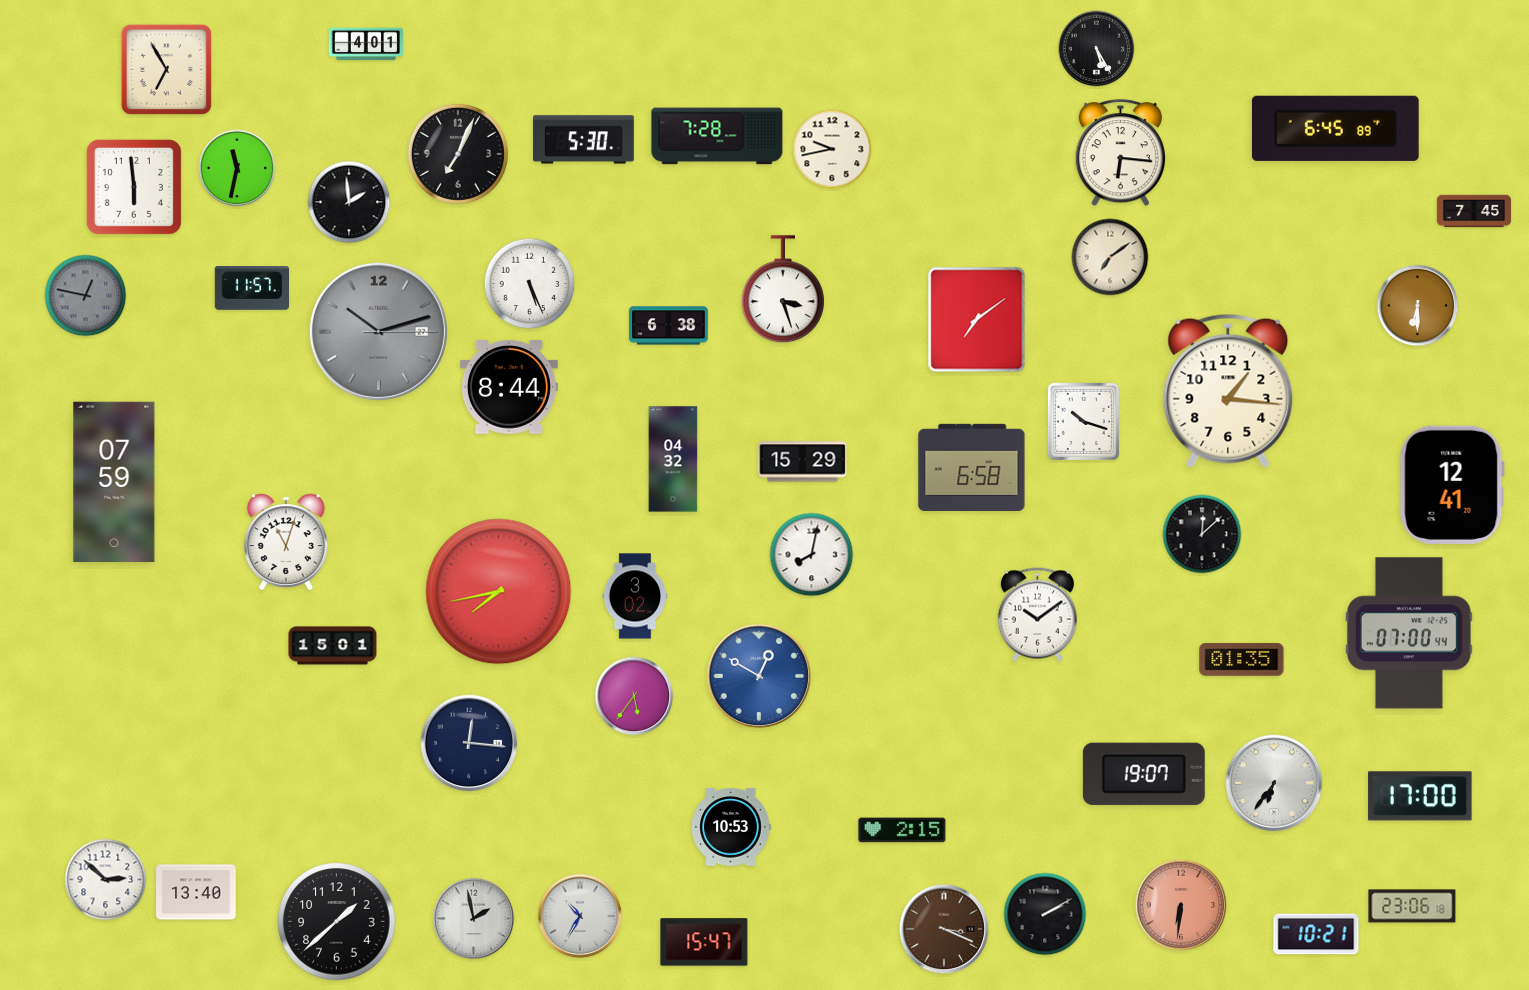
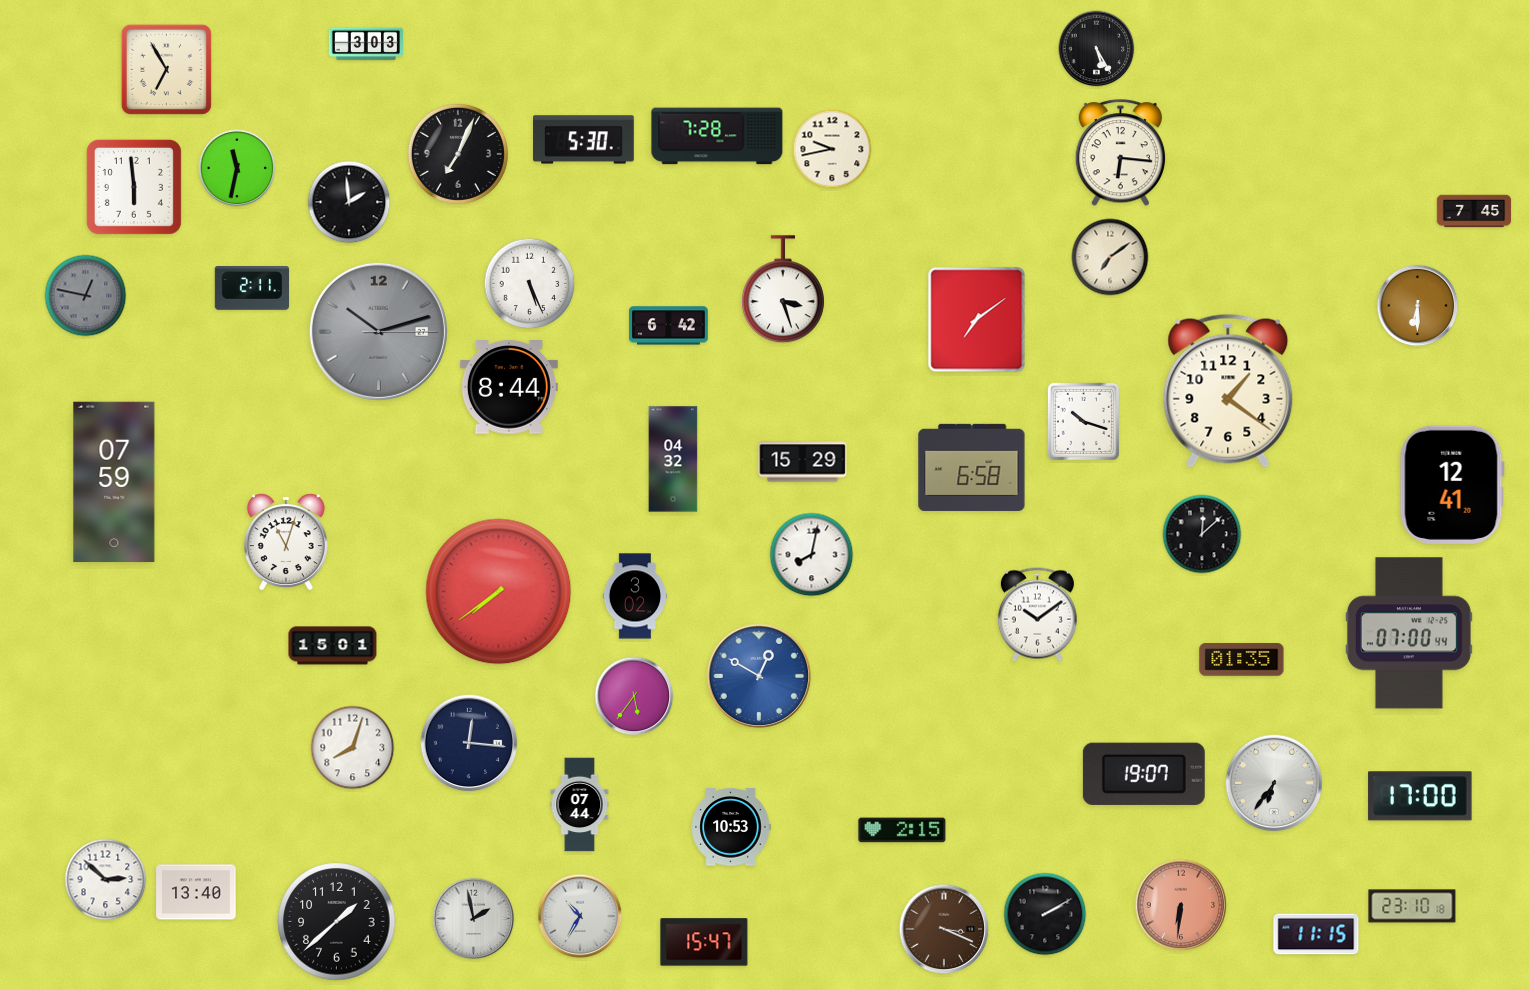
clock at (366, 44): 4:01 -> 3:03
clock at (1335, 128): 6:45 -> none
clock at (251, 288): 11:57 -> 2:11
clock at (669, 326): 6:38 -> 6:42
clock at (1228, 391): 1:16 -> 1:21
clock at (499, 592): 7:43 -> 7:39
clock at (353, 748): none -> 8:03
clock at (580, 805): none -> 07:44
clock at (1412, 906): 23:06 -> 23:10
clock at (1316, 934): 10:21 -> 11:15
